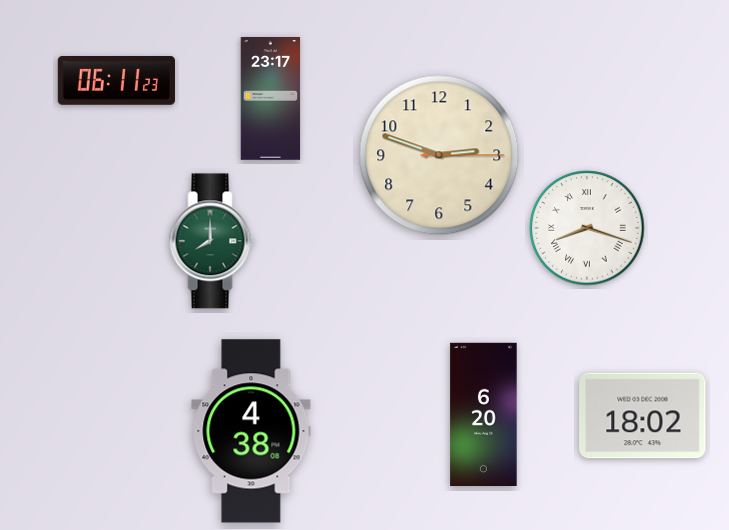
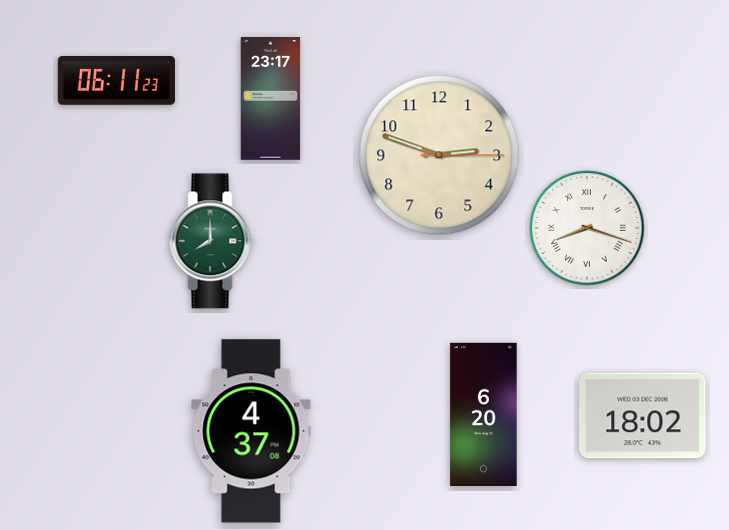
clock at (251, 431): 4:38 -> 4:37
